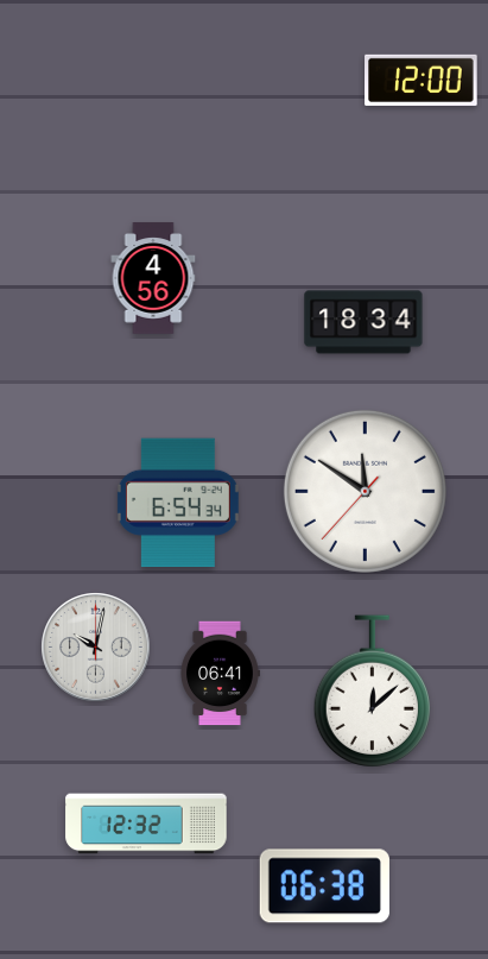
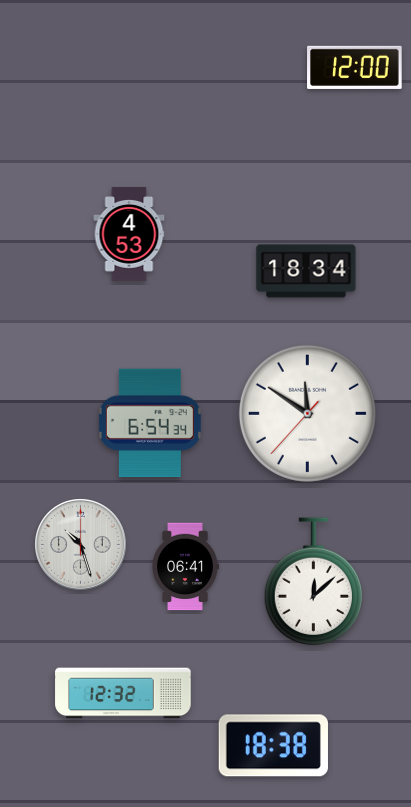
clock at (153, 278): 4:56 -> 4:53
clock at (96, 648): 10:02 -> 10:27
clock at (324, 887): 06:38 -> 18:38
